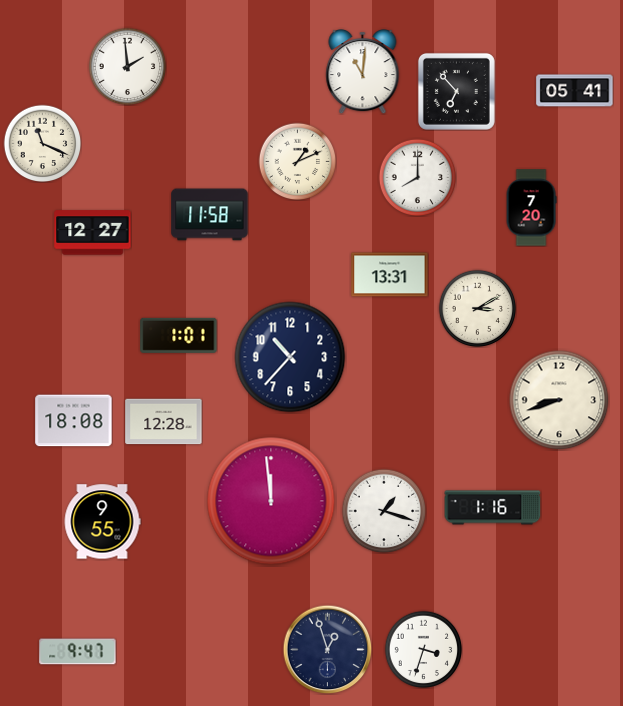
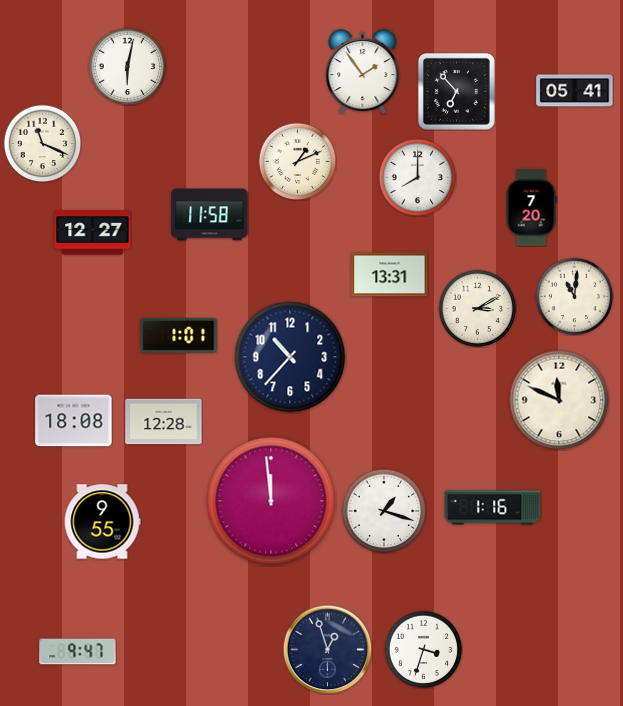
clock at (127, 66): 1:59 -> 6:02
clock at (363, 72): 11:01 -> 1:54
clock at (574, 296): none -> 11:01
clock at (559, 400): 8:42 -> 11:49
